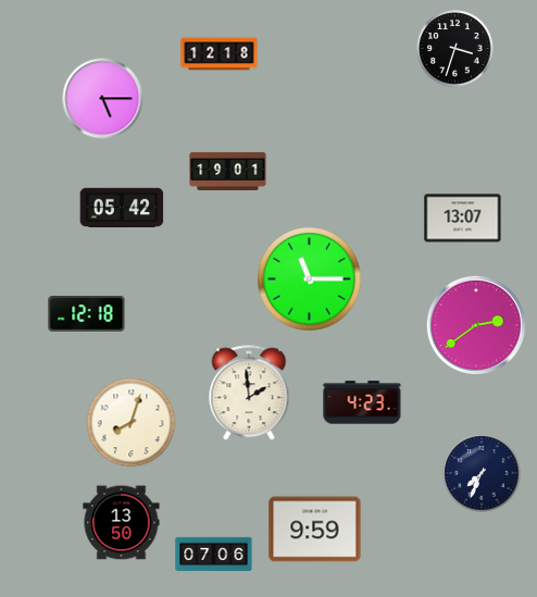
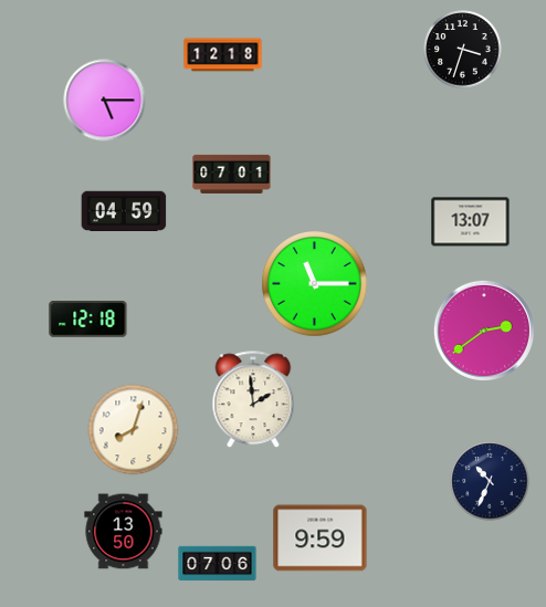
clock at (228, 171): 19:01 -> 07:01
clock at (122, 208): 05:42 -> 04:59
clock at (362, 402): 4:23 -> none
clock at (482, 473): 7:34 -> 10:34
